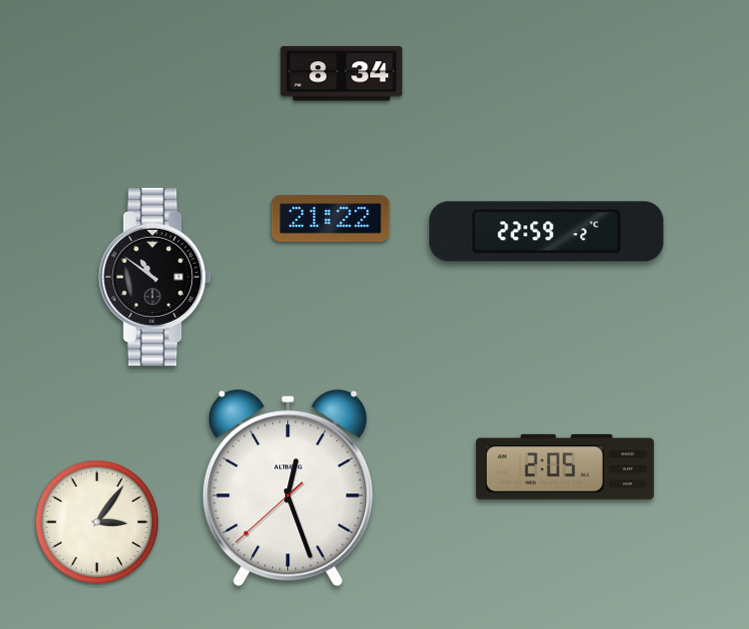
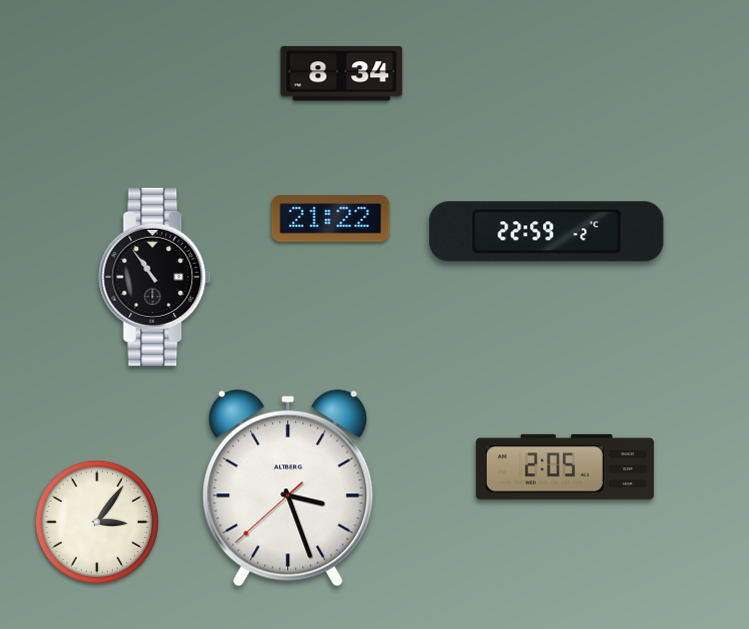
clock at (155, 277): 10:51 -> 10:54
clock at (288, 488): 12:26 -> 3:26
